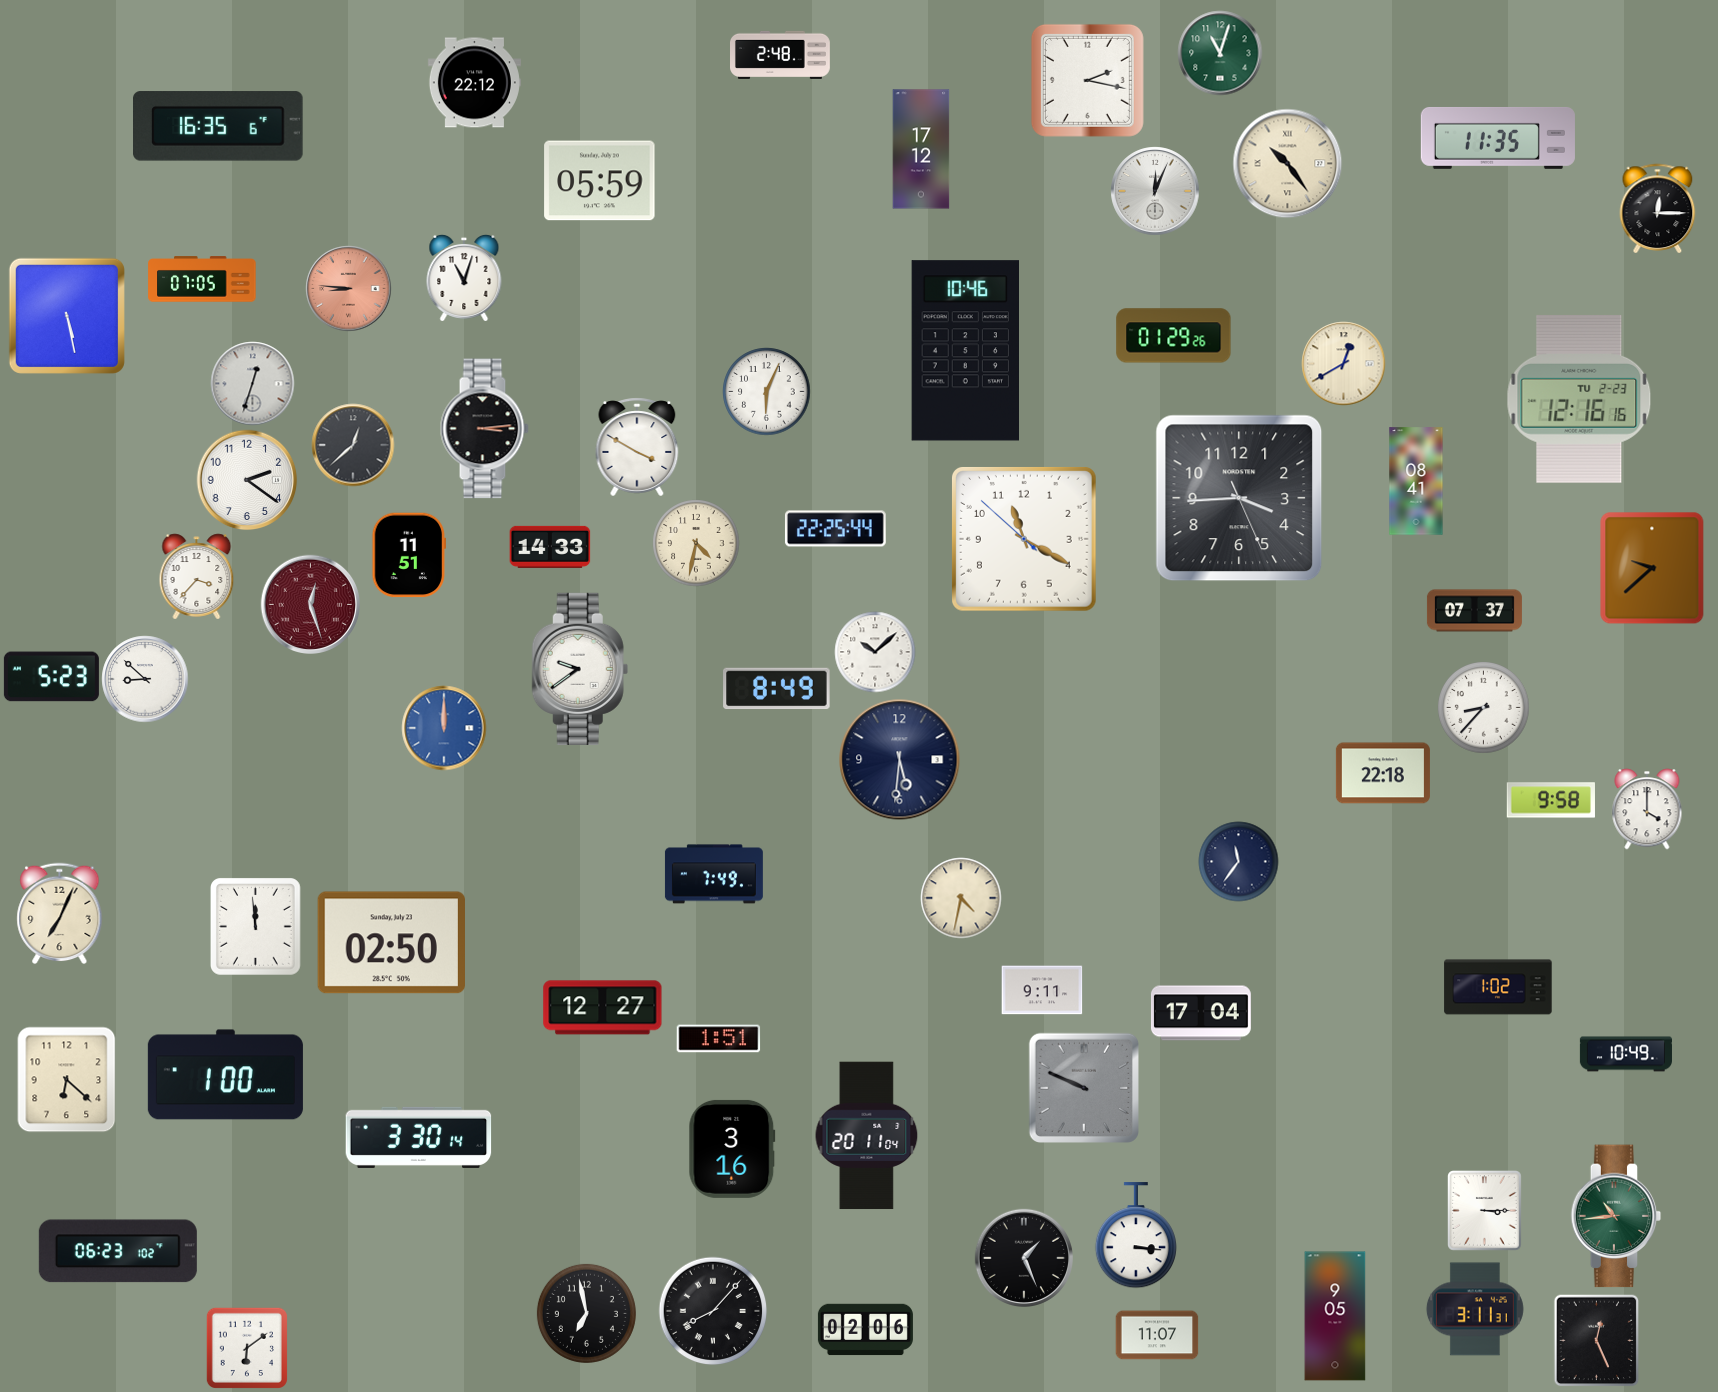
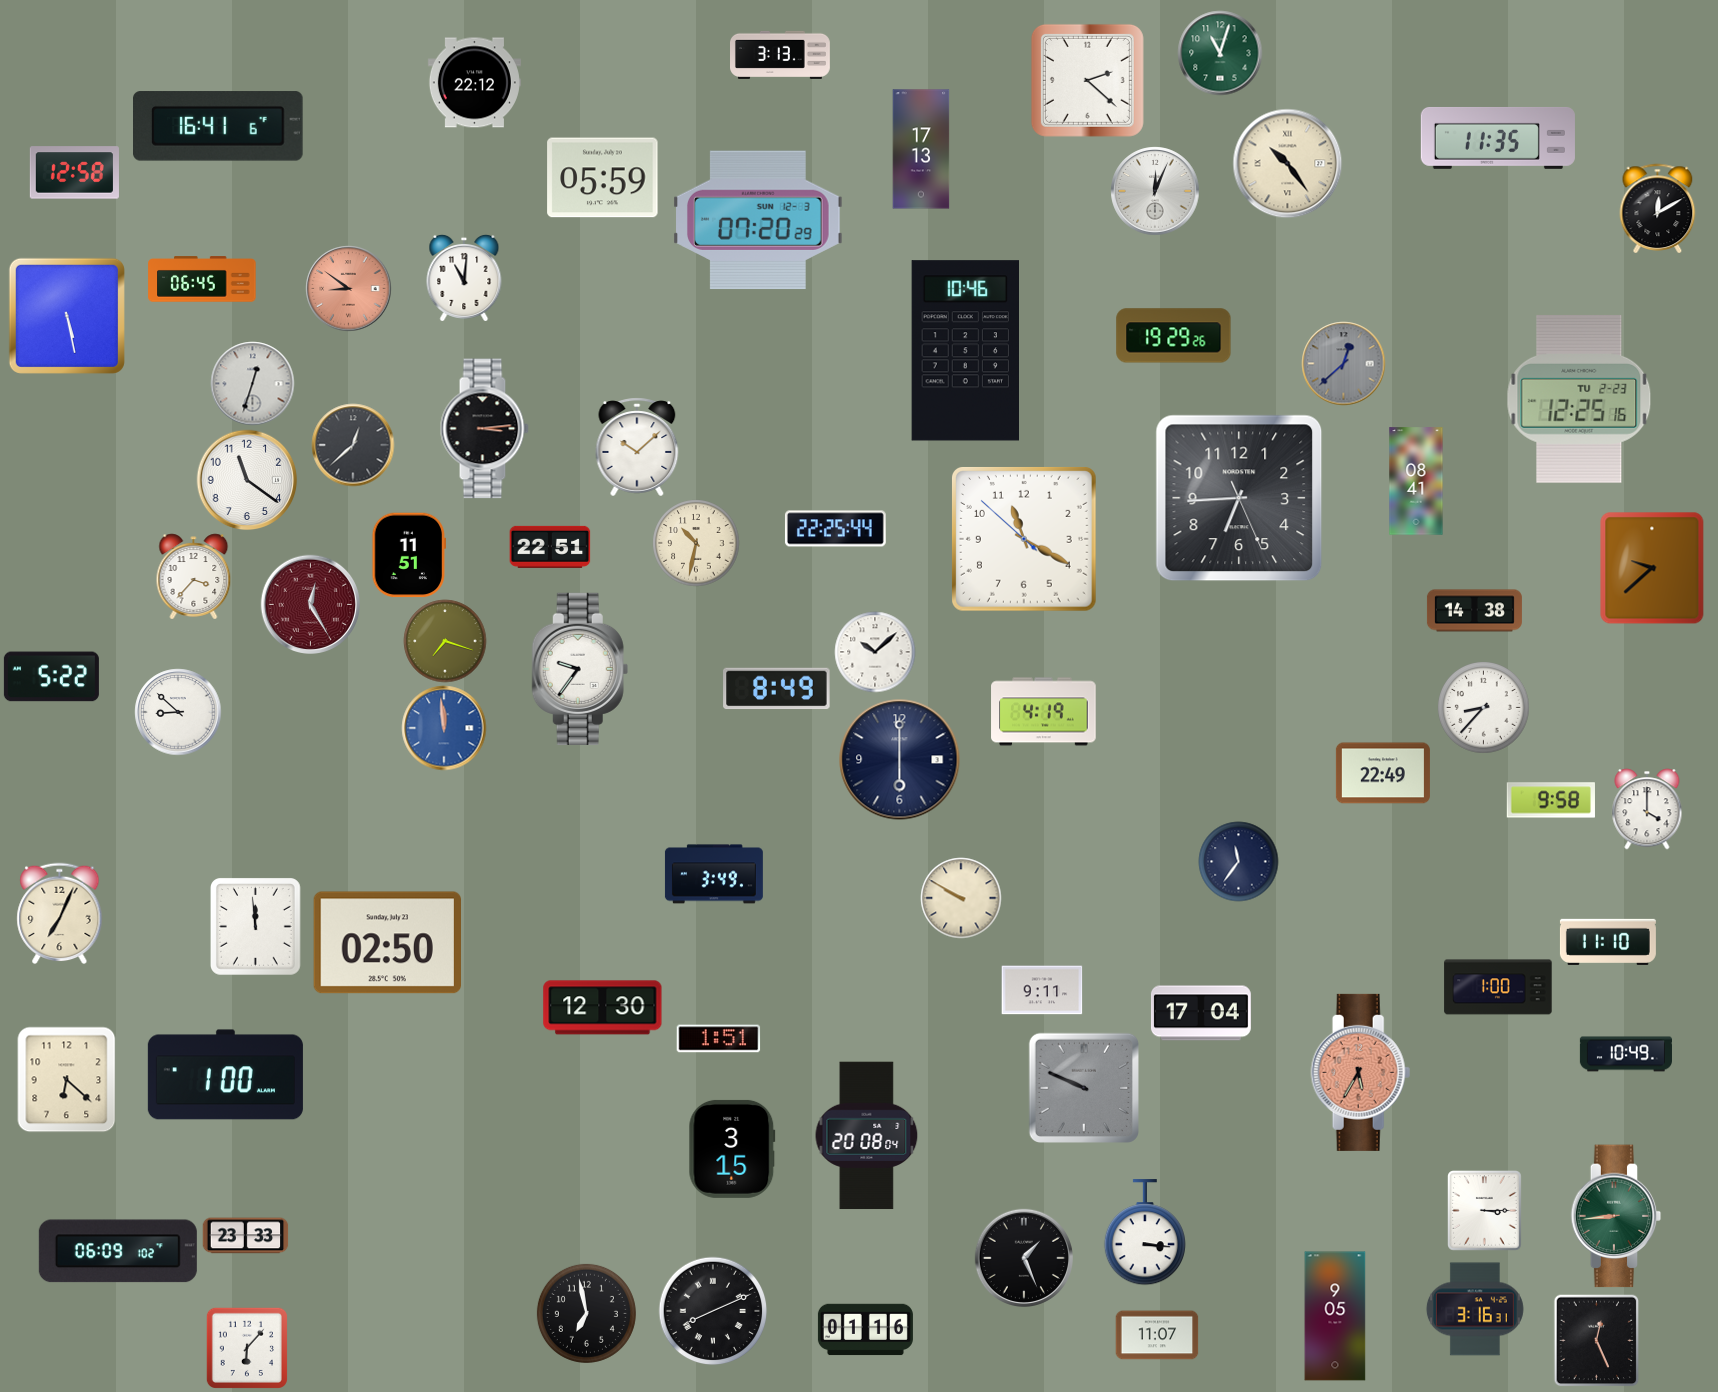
clock at (781, 55): 2:48 -> 3:13
clock at (1087, 80): 2:17 -> 2:22
clock at (219, 126): 16:35 -> 16:41
clock at (921, 149): 17:12 -> 17:13
clock at (74, 173): none -> 12:58
clock at (600, 181) position: (600, 181) -> (603, 178)
clock at (1658, 208): 12:15 -> 12:10
clock at (759, 220): none -> 07:20
clock at (464, 278): 11:03 -> 11:01
clock at (202, 279): 07:05 -> 06:45
clock at (348, 288): 8:46 -> 8:51
clock at (1174, 336): 01:29 -> 19:29
clock at (1343, 363): 12:40 -> 12:38
clock at (1343, 363) dial: cream -> grey
clock at (766, 391): 6:04 -> none
clock at (1579, 399): 12:16 -> 12:25
clock at (637, 447): 3:50 -> 10:08
clock at (247, 480): 2:21 -> 11:21
clock at (1239, 498): 3:44 -> 6:44
clock at (696, 543): 4:32 -> 10:32
clock at (550, 547): 14:33 -> 22:51
clock at (197, 576) position: (197, 576) -> (194, 576)
clock at (310, 604): 12:27 -> 12:25
clock at (1474, 611): 07:37 -> 14:38
clock at (445, 641): none -> 7:18
clock at (580, 669): 9:39 -> 9:36
clock at (51, 677): 5:23 -> 5:22
clock at (145, 679) position: (145, 679) -> (178, 712)
clock at (1044, 712): none -> 4:19
clock at (444, 728): 12:00 -> 11:59
clock at (900, 760): 5:31 -> 6:00
clock at (1383, 773): 22:18 -> 22:49
clock at (714, 874): 7:49 -> 3:49
clock at (961, 898): 4:32 -> 9:50
clock at (1608, 942): none -> 11:10
clock at (391, 943) position: (391, 943) -> (387, 943)
clock at (1498, 987): 1:02 -> 1:00
clock at (603, 1008): 12:27 -> 12:30
clock at (1361, 1072): none -> 5:35
clock at (867, 1136): 20:11 -> 20:08
clock at (419, 1137): 3:30 -> none
clock at (732, 1149): 3:16 -> 3:15
clock at (1616, 1216): 10:44 -> 8:44
clock at (1136, 1235) position: (1136, 1235) -> (1145, 1232)
clock at (245, 1236): none -> 23:33
clock at (118, 1251): 06:23 -> 06:09
clock at (1475, 1309): 3:11 -> 3:16
clock at (713, 1311): 8:07 -> 8:11
clock at (865, 1330): 02:06 -> 01:16
clock at (247, 1348): 6:09 -> 6:07
